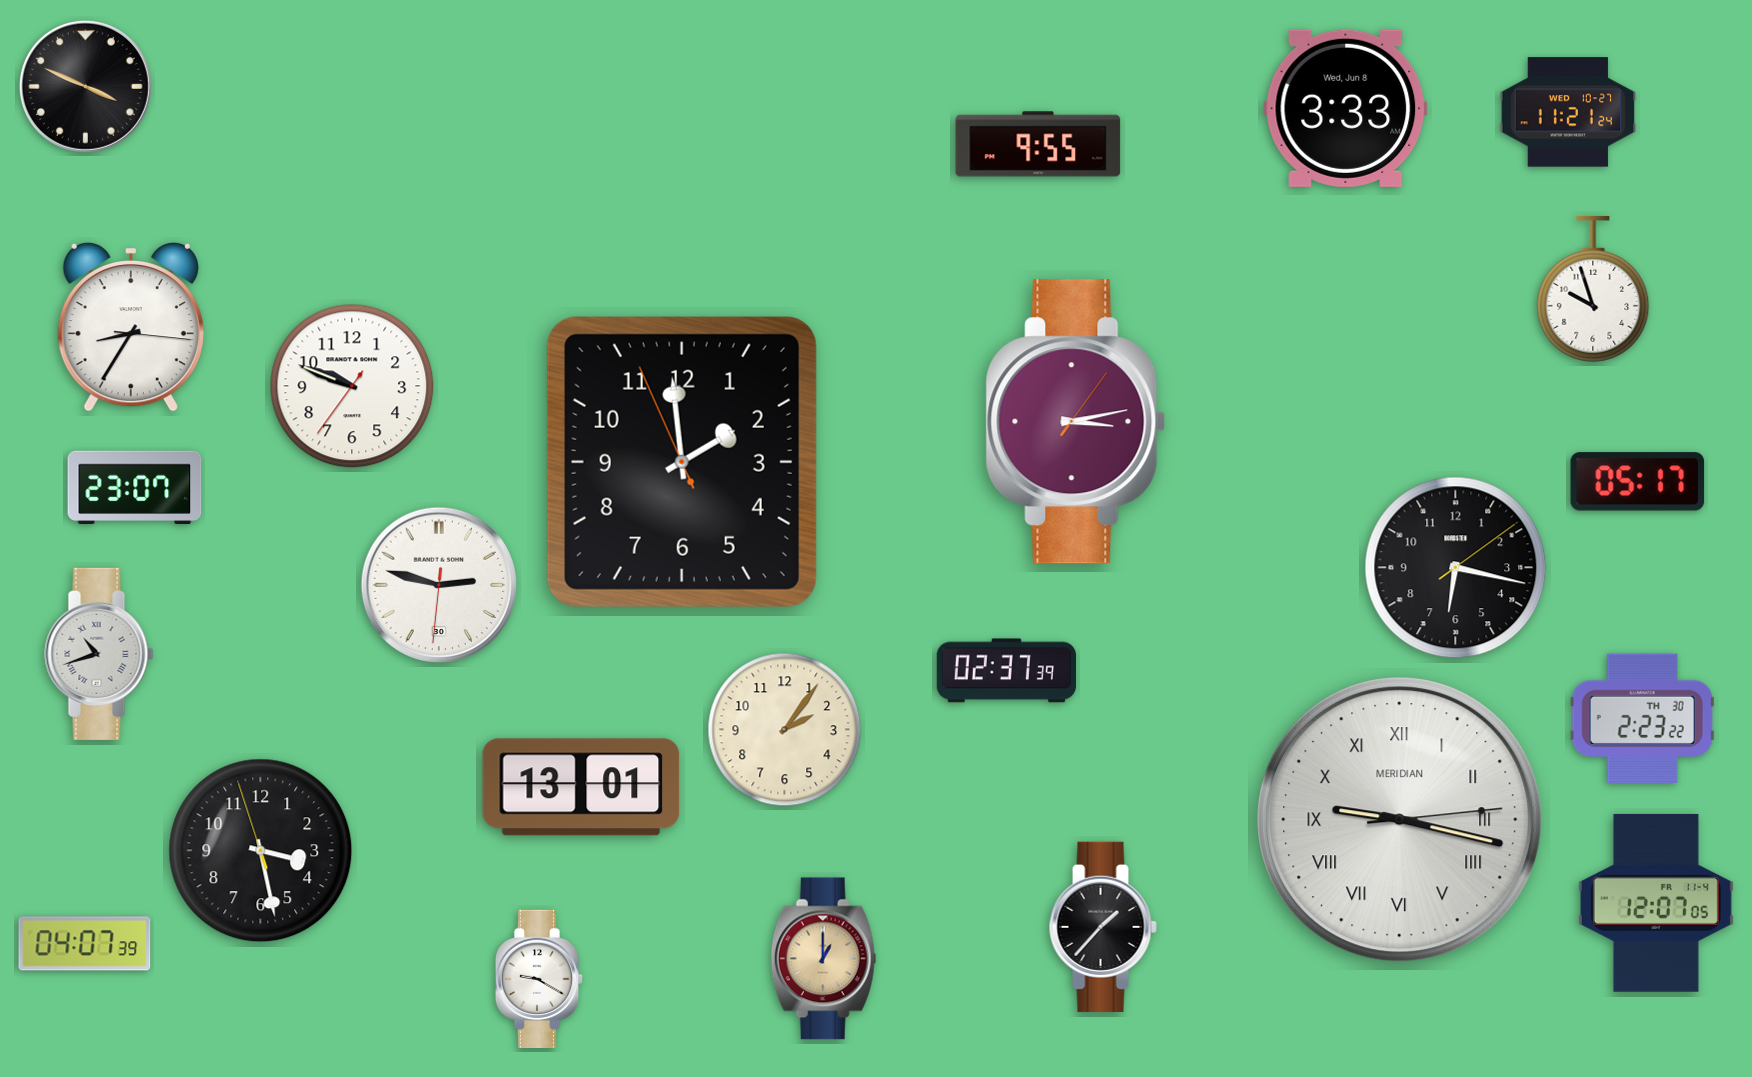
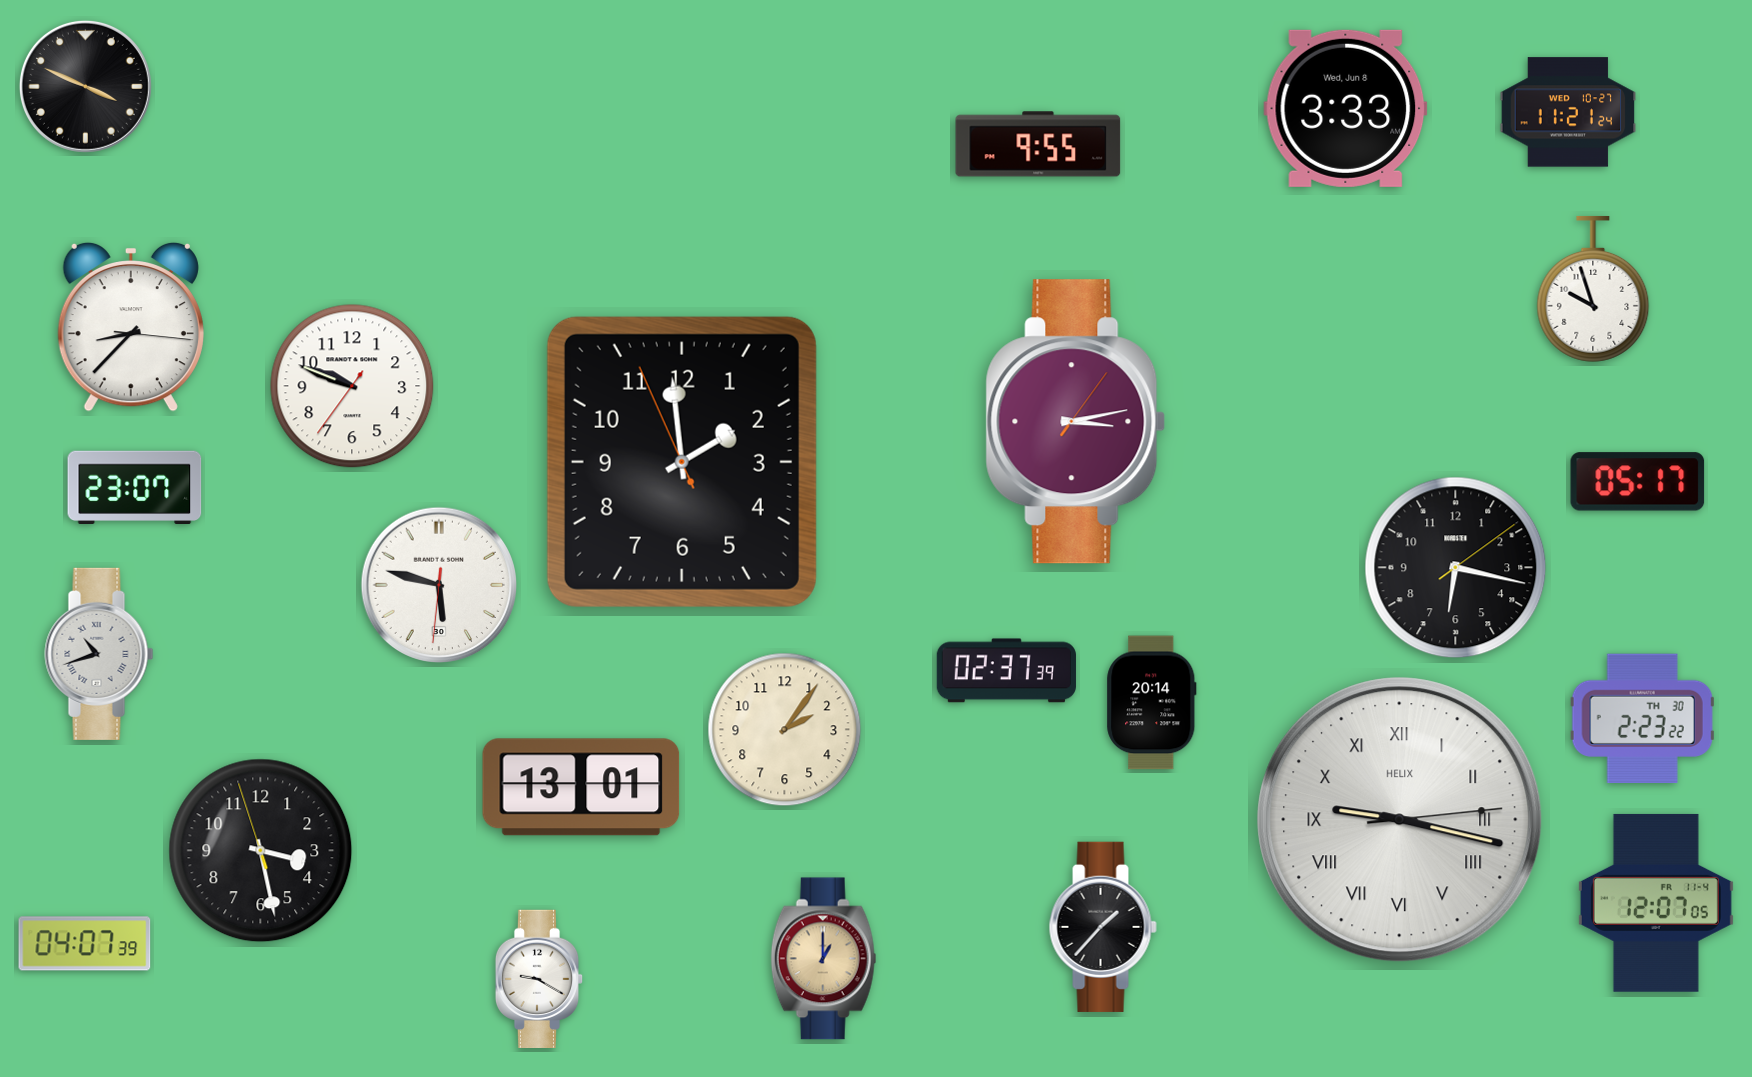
clock at (131, 327): 8:35 -> 8:37
clock at (438, 584): 2:47 -> 5:47
clock at (1152, 703): none -> 20:14
clock at (1400, 820) brand: MERIDIAN -> HELIX
